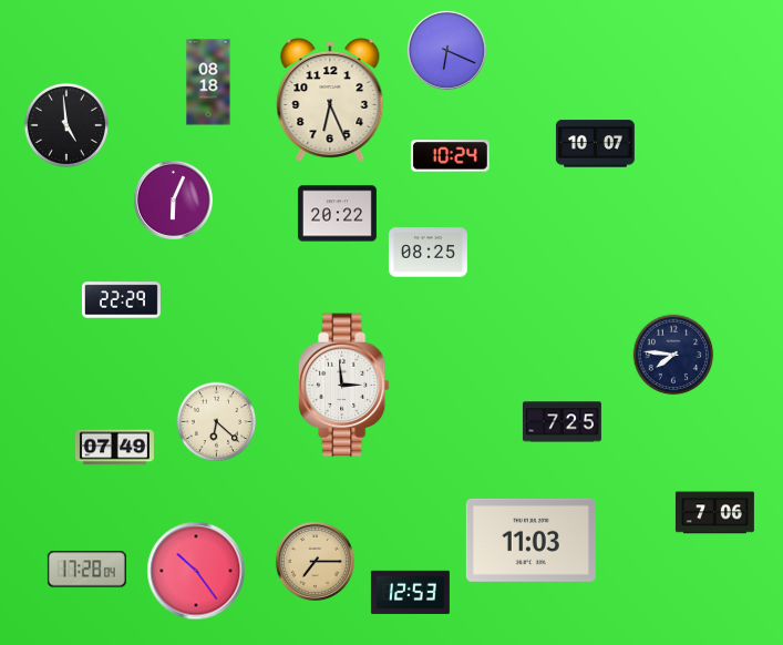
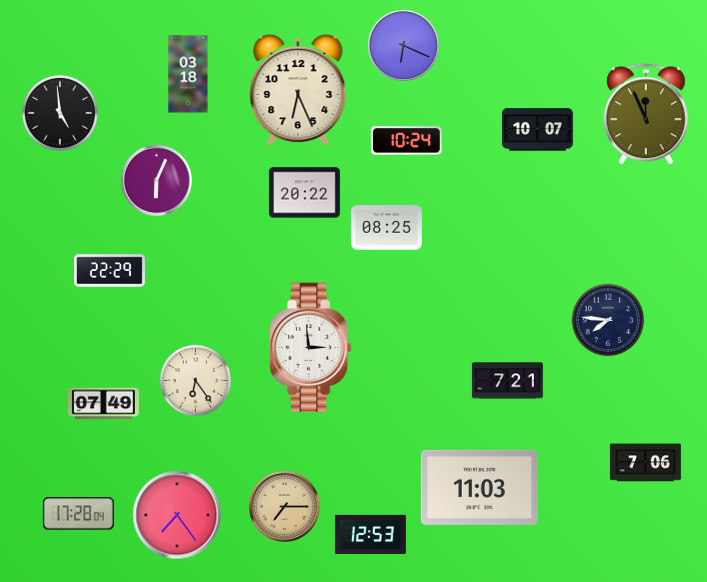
clock at (208, 82): 08:18 -> 03:18
clock at (647, 114): none -> 11:56
clock at (217, 422): 6:22 -> 6:24
clock at (562, 422): 7:25 -> 7:21
clock at (196, 571): 10:24 -> 7:24
